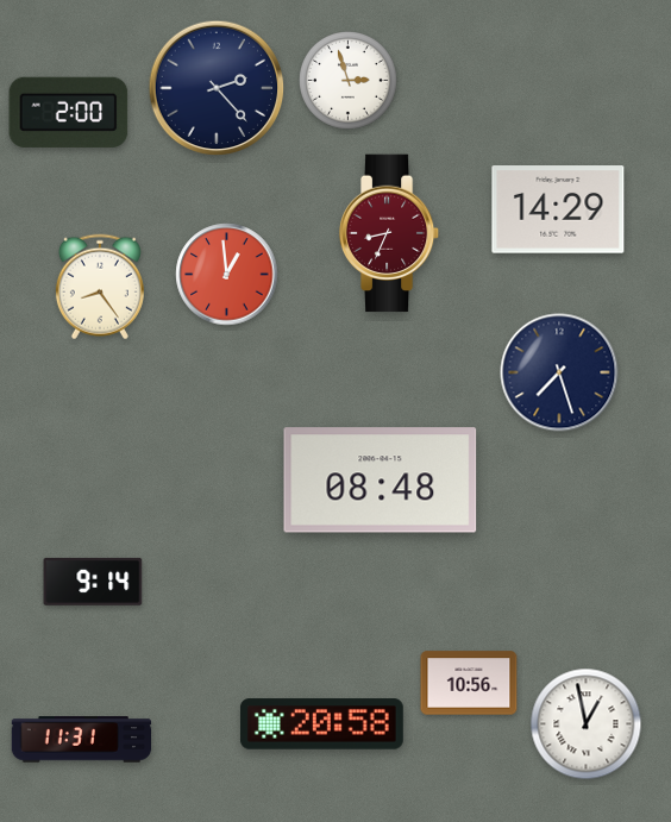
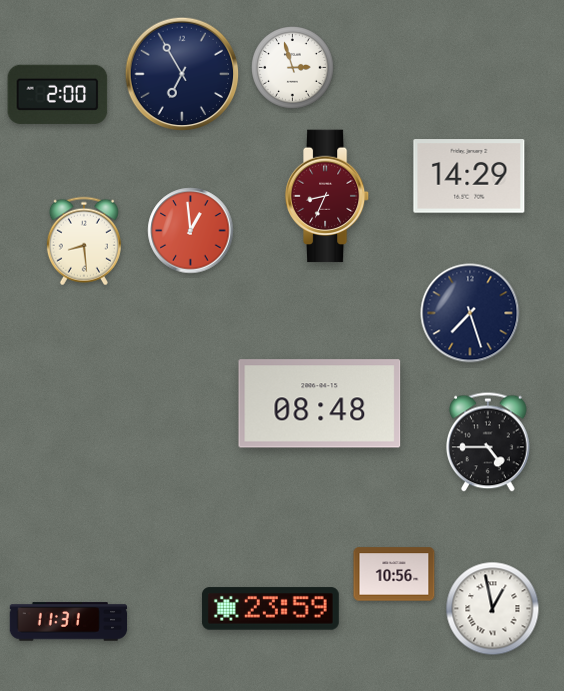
clock at (217, 88): 2:23 -> 6:55
clock at (100, 287): 8:24 -> 8:29
clock at (488, 442): none -> 4:45
clock at (93, 582): 9:14 -> none
clock at (321, 724): 20:58 -> 23:59
